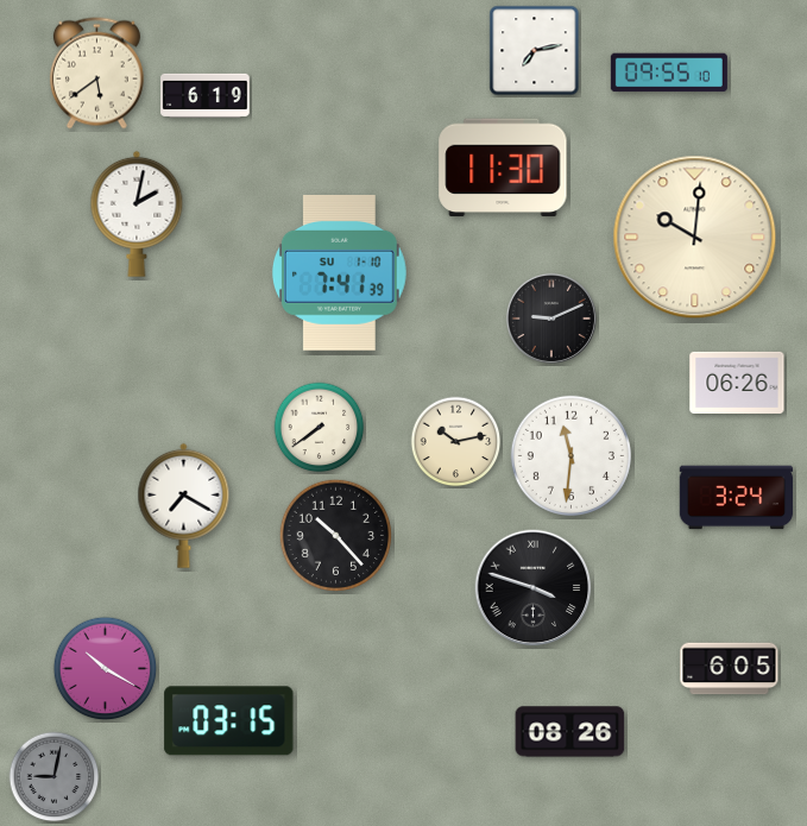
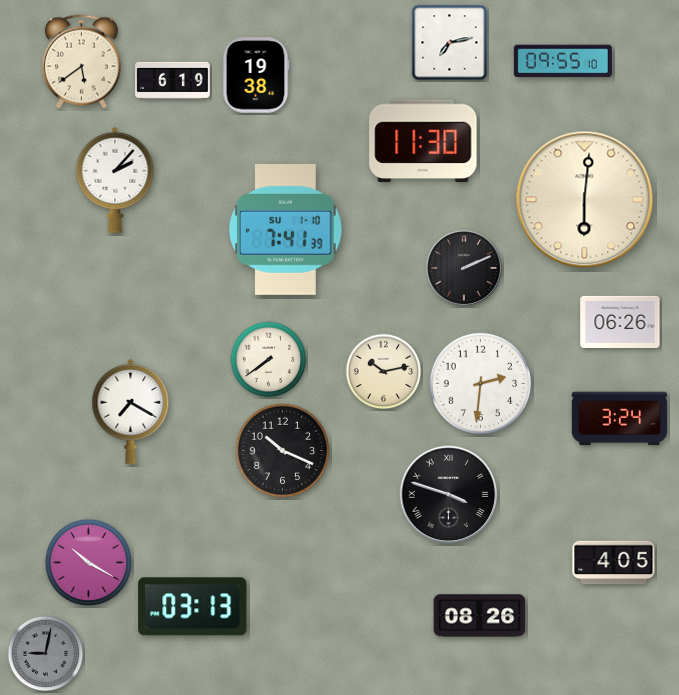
clock at (256, 75): none -> 19:38
clock at (137, 214): 2:02 -> 2:07
clock at (695, 238): 10:01 -> 6:01
clock at (551, 319): 9:11 -> 2:11
clock at (570, 455): 11:31 -> 2:31
clock at (184, 505) position: (184, 505) -> (131, 411)
clock at (335, 535): 10:23 -> 10:19
clock at (730, 669): 6:05 -> 4:05
clock at (229, 721): 03:15 -> 03:13
